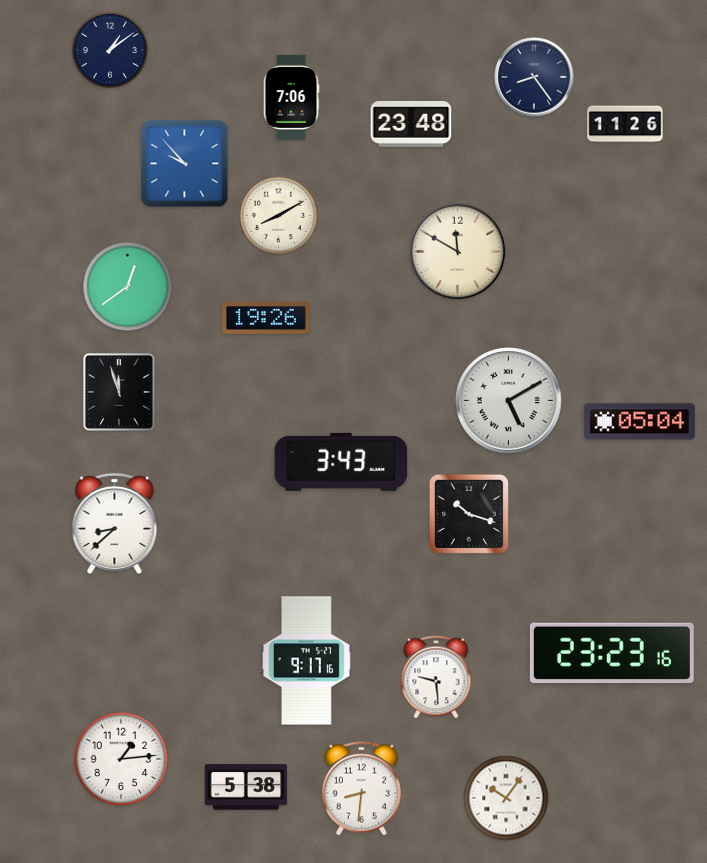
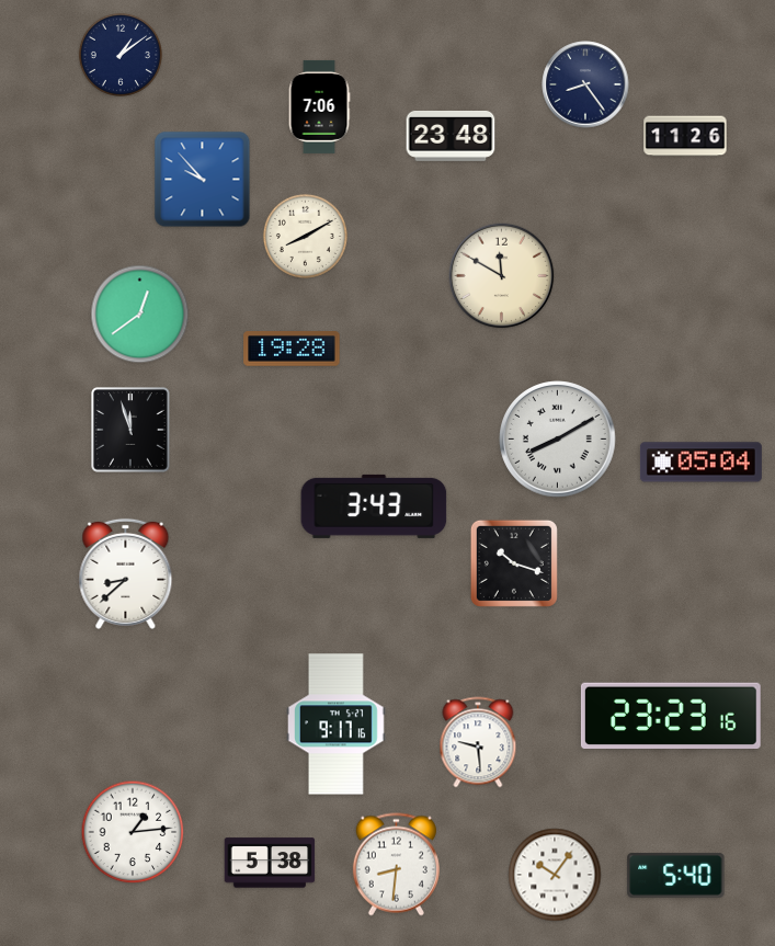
clock at (266, 318): 19:26 -> 19:28
clock at (509, 401): 5:10 -> 8:10
clock at (676, 875): none -> 5:40
